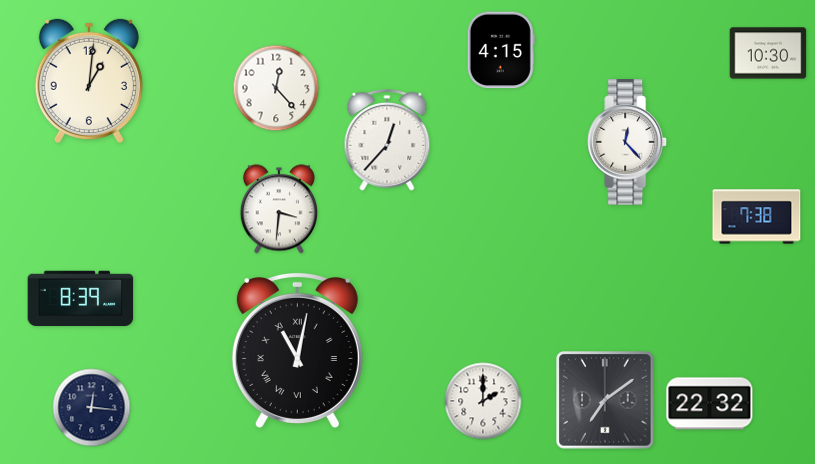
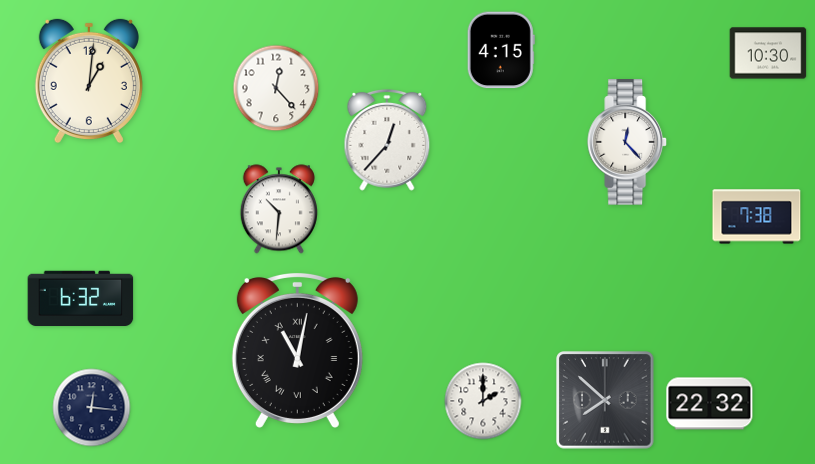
clock at (279, 209): 3:31 -> 10:31
clock at (81, 299): 8:39 -> 6:32
clock at (605, 400): 7:09 -> 7:52
